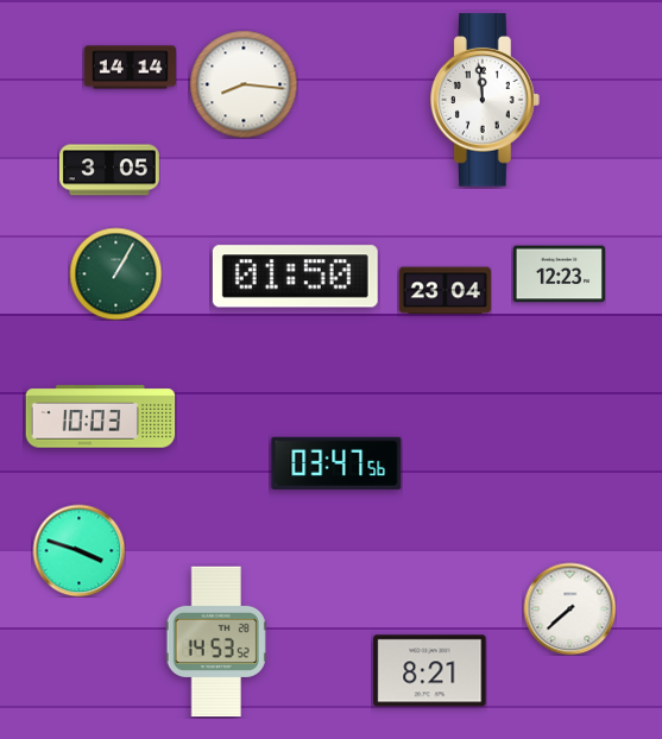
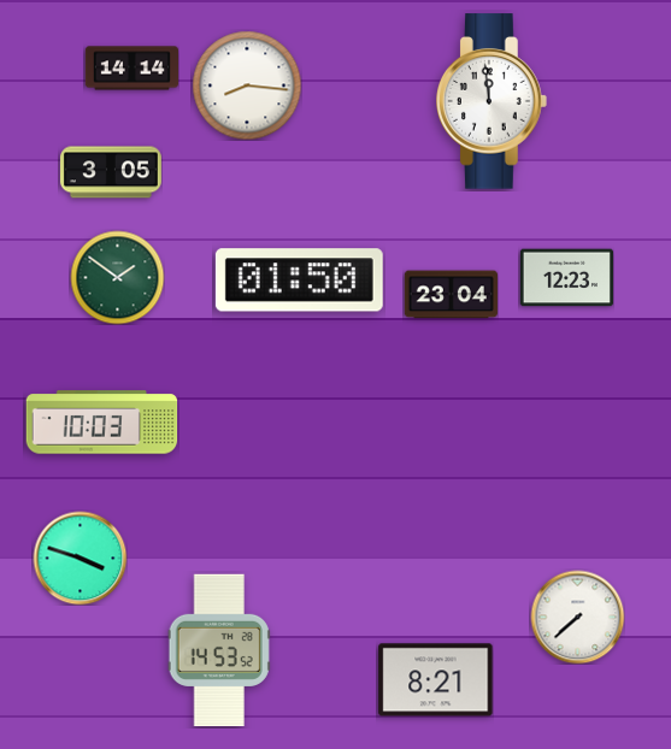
clock at (115, 273): 1:05 -> 1:51
clock at (336, 463): 03:47 -> none
